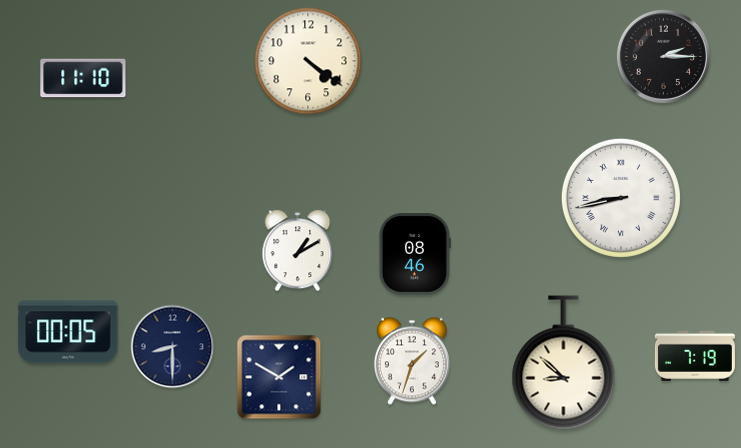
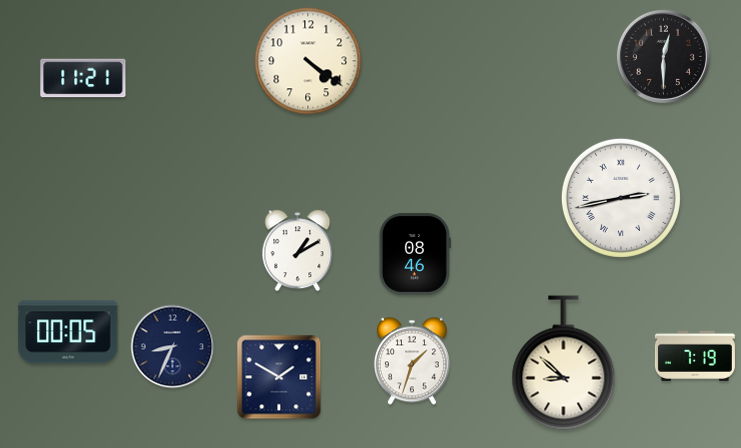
clock at (663, 56): 2:15 -> 12:30
clock at (83, 78): 11:10 -> 11:21
clock at (621, 198): 8:43 -> 2:43
clock at (173, 347): 8:30 -> 8:34
